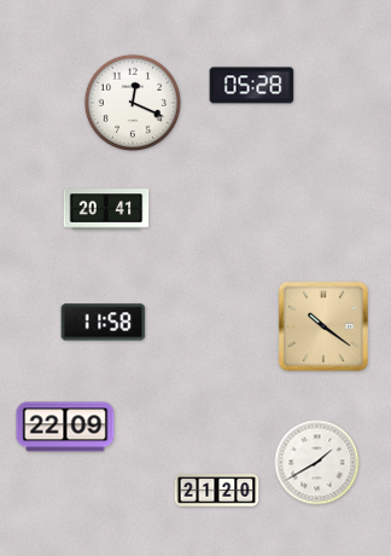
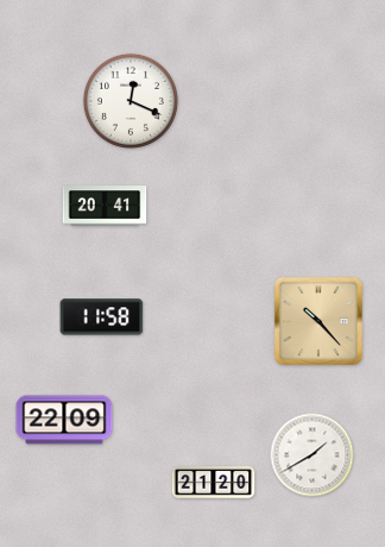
clock at (252, 86): 05:28 -> none
clock at (323, 326): 10:21 -> 10:23
